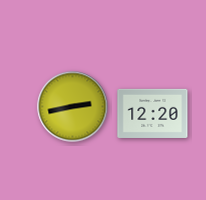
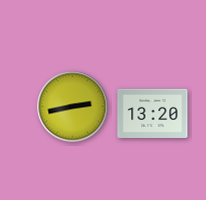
clock at (153, 113): 12:20 -> 13:20
